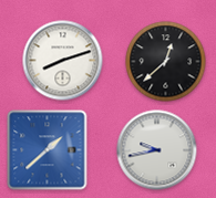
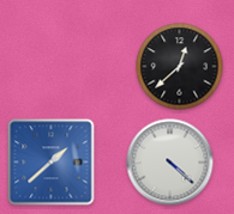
clock at (63, 61): 8:12 -> none
clock at (157, 150): 9:43 -> 4:22
